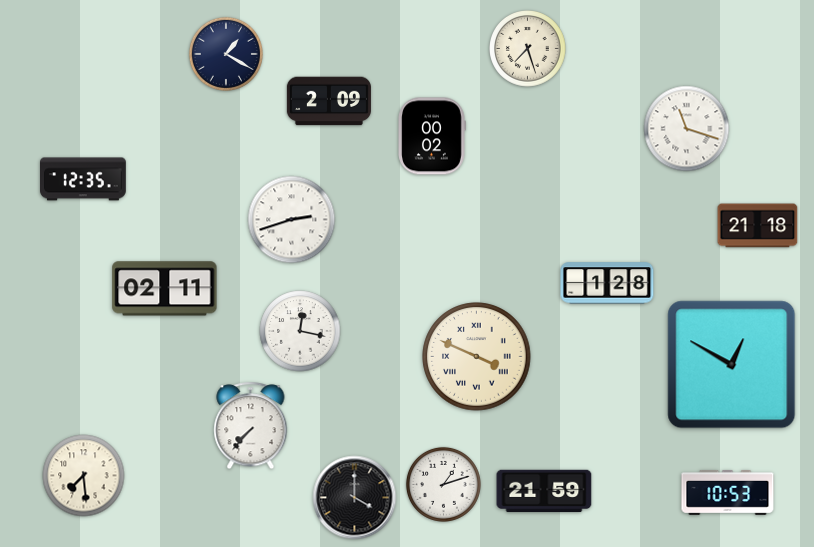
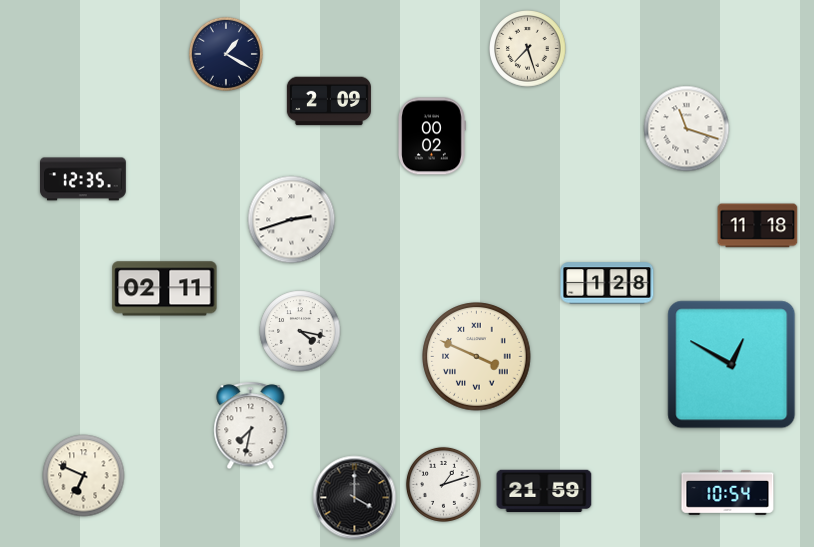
clock at (758, 226): 21:18 -> 11:18
clock at (300, 331): 12:17 -> 4:17
clock at (251, 426): 7:37 -> 7:32
clock at (84, 476): 7:29 -> 6:49
clock at (728, 492): 10:53 -> 10:54
